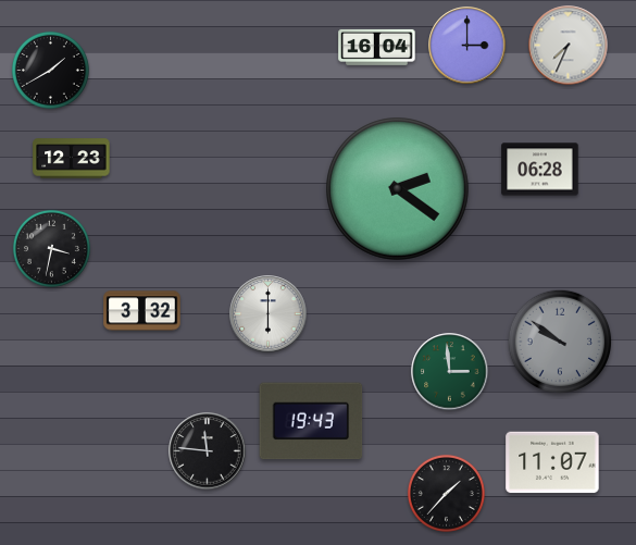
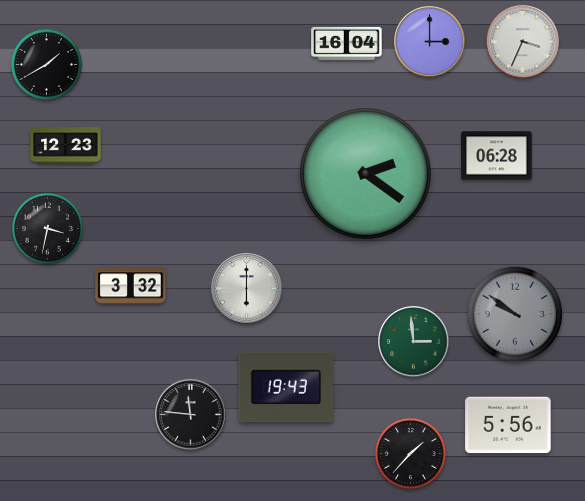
clock at (569, 46): 7:34 -> 3:34
clock at (552, 462): 11:07 -> 5:56
